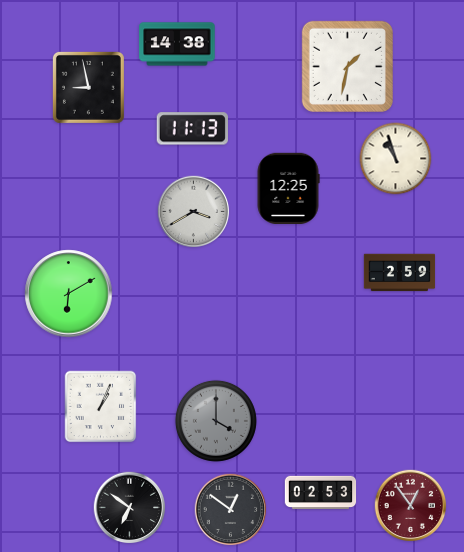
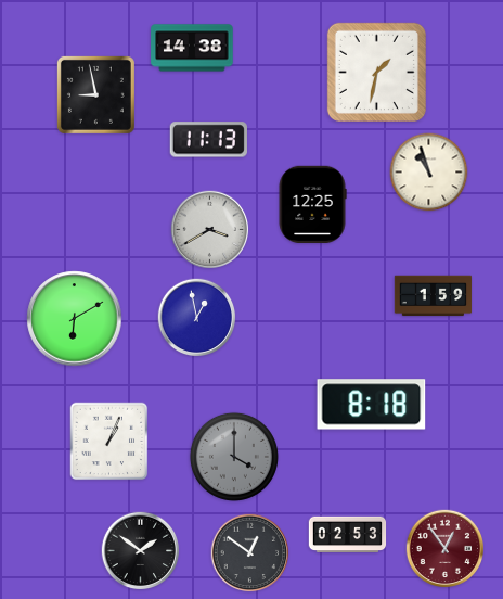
clock at (400, 273): 2:59 -> 1:59
clock at (197, 318): none -> 12:58
clock at (372, 405): none -> 8:18
clock at (130, 508): 6:51 -> 1:51
